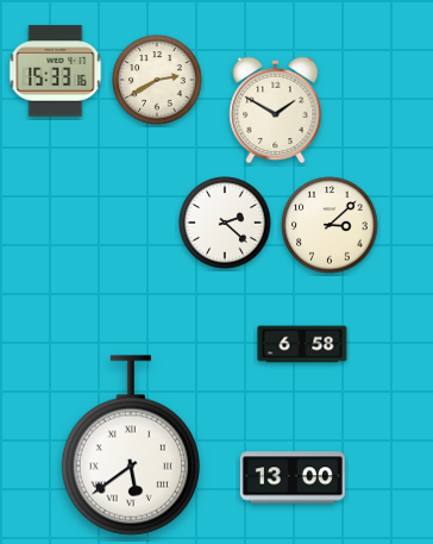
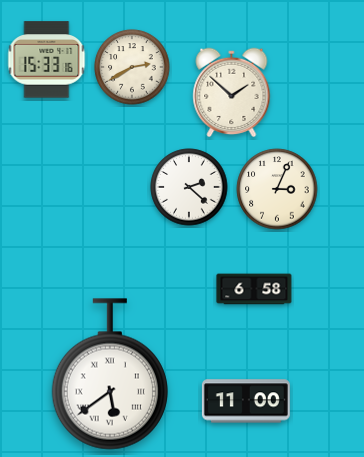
clock at (276, 111): 1:50 -> 1:52
clock at (330, 225): 3:08 -> 3:04
clock at (293, 477): 13:00 -> 11:00
